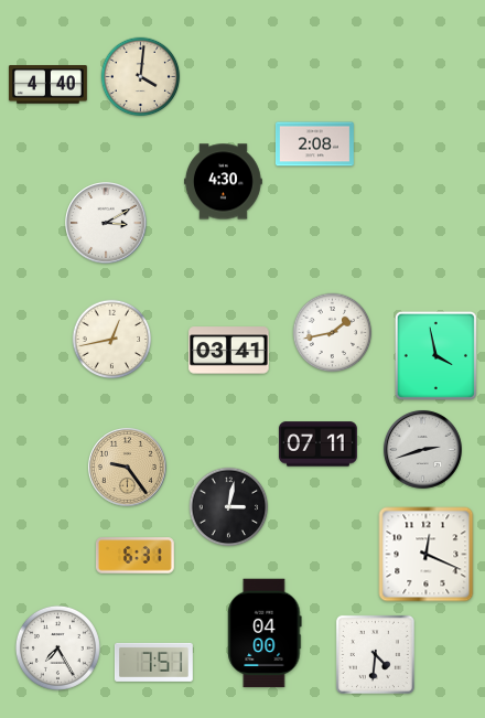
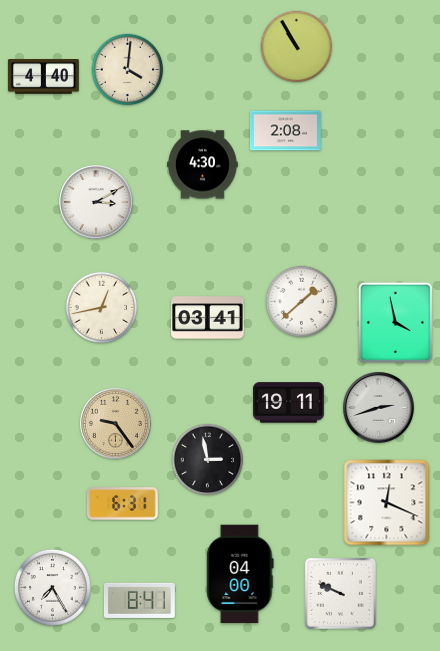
clock at (297, 47): none -> 10:55
clock at (333, 333): 1:43 -> 1:38
clock at (317, 444): 07:11 -> 19:11
clock at (422, 449) position: (422, 449) -> (378, 407)
clock at (229, 507): 3:02 -> 2:58
clock at (375, 654): 4:31 -> 9:49
clock at (153, 662): 7:51 -> 8:41
